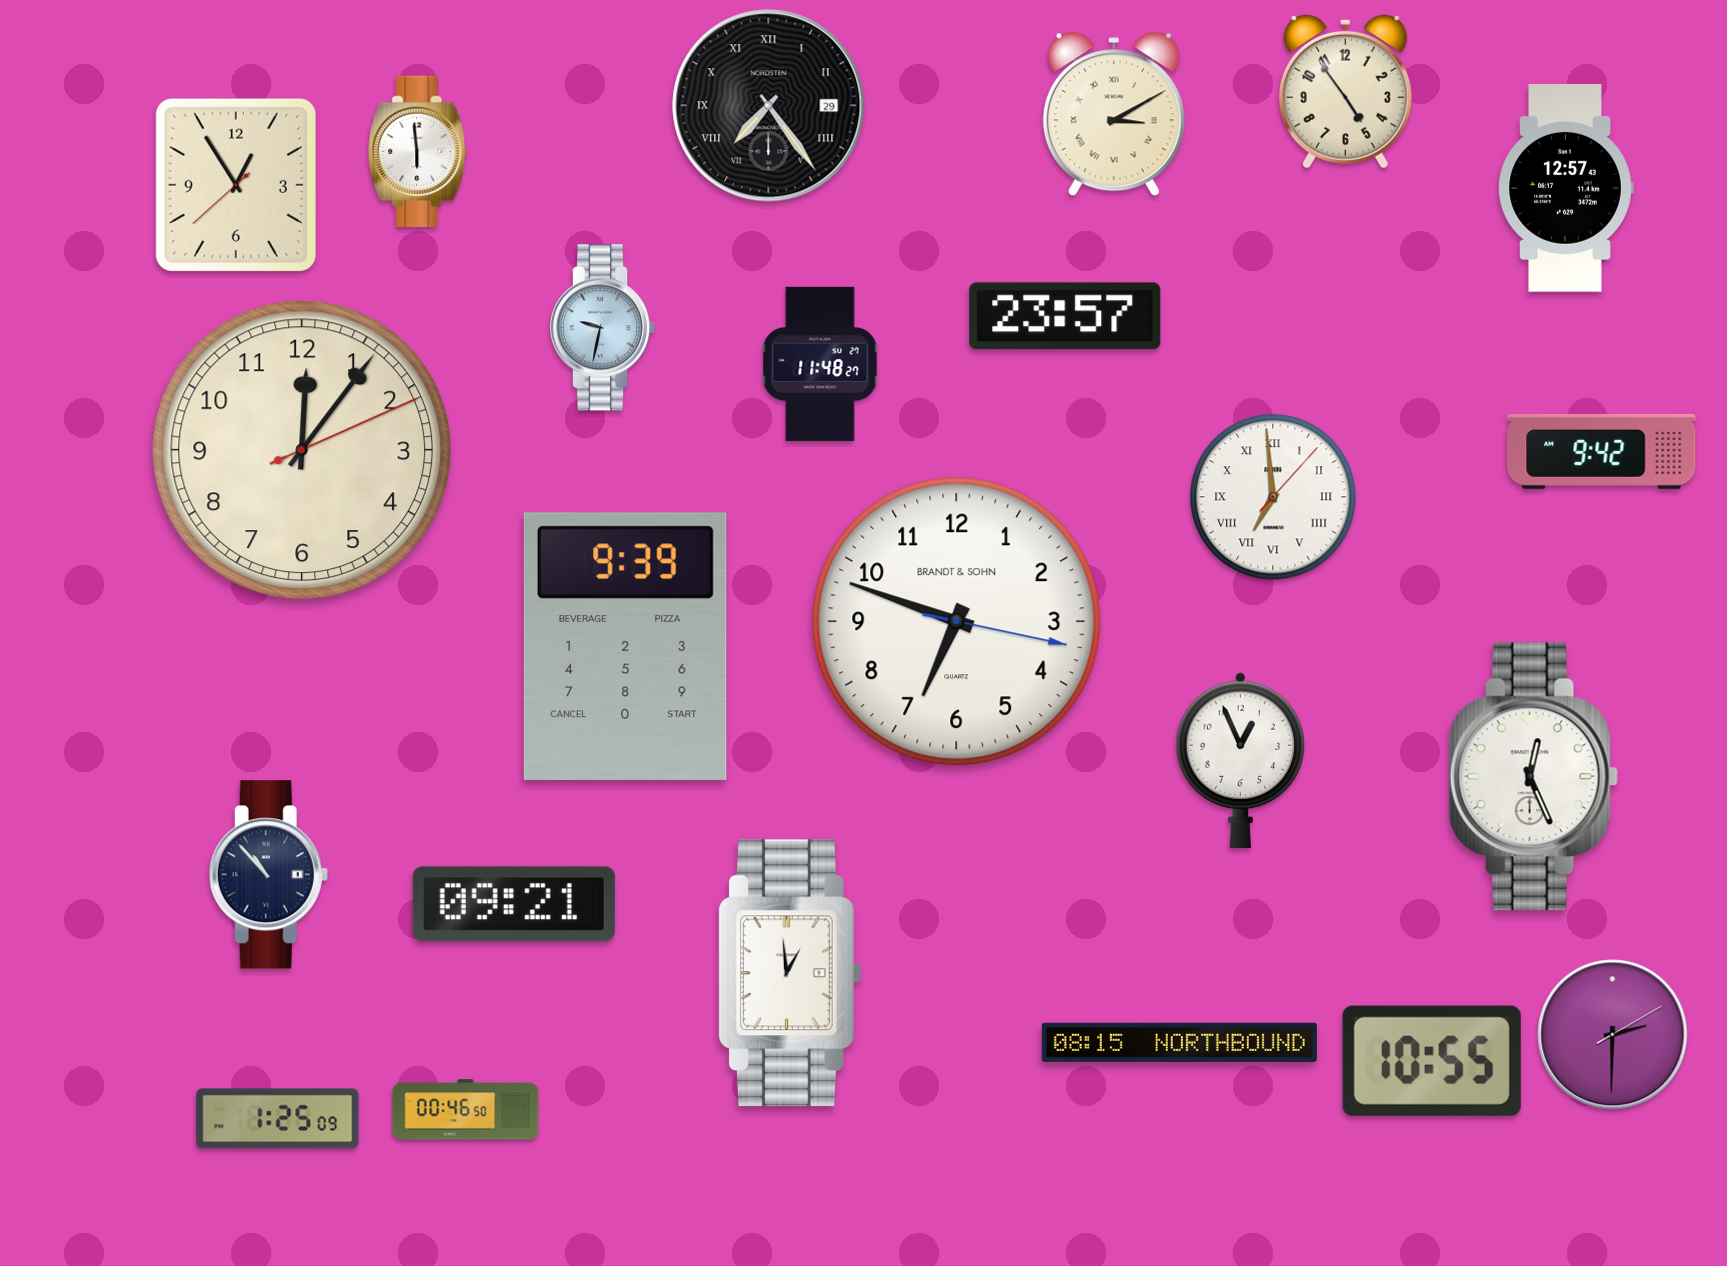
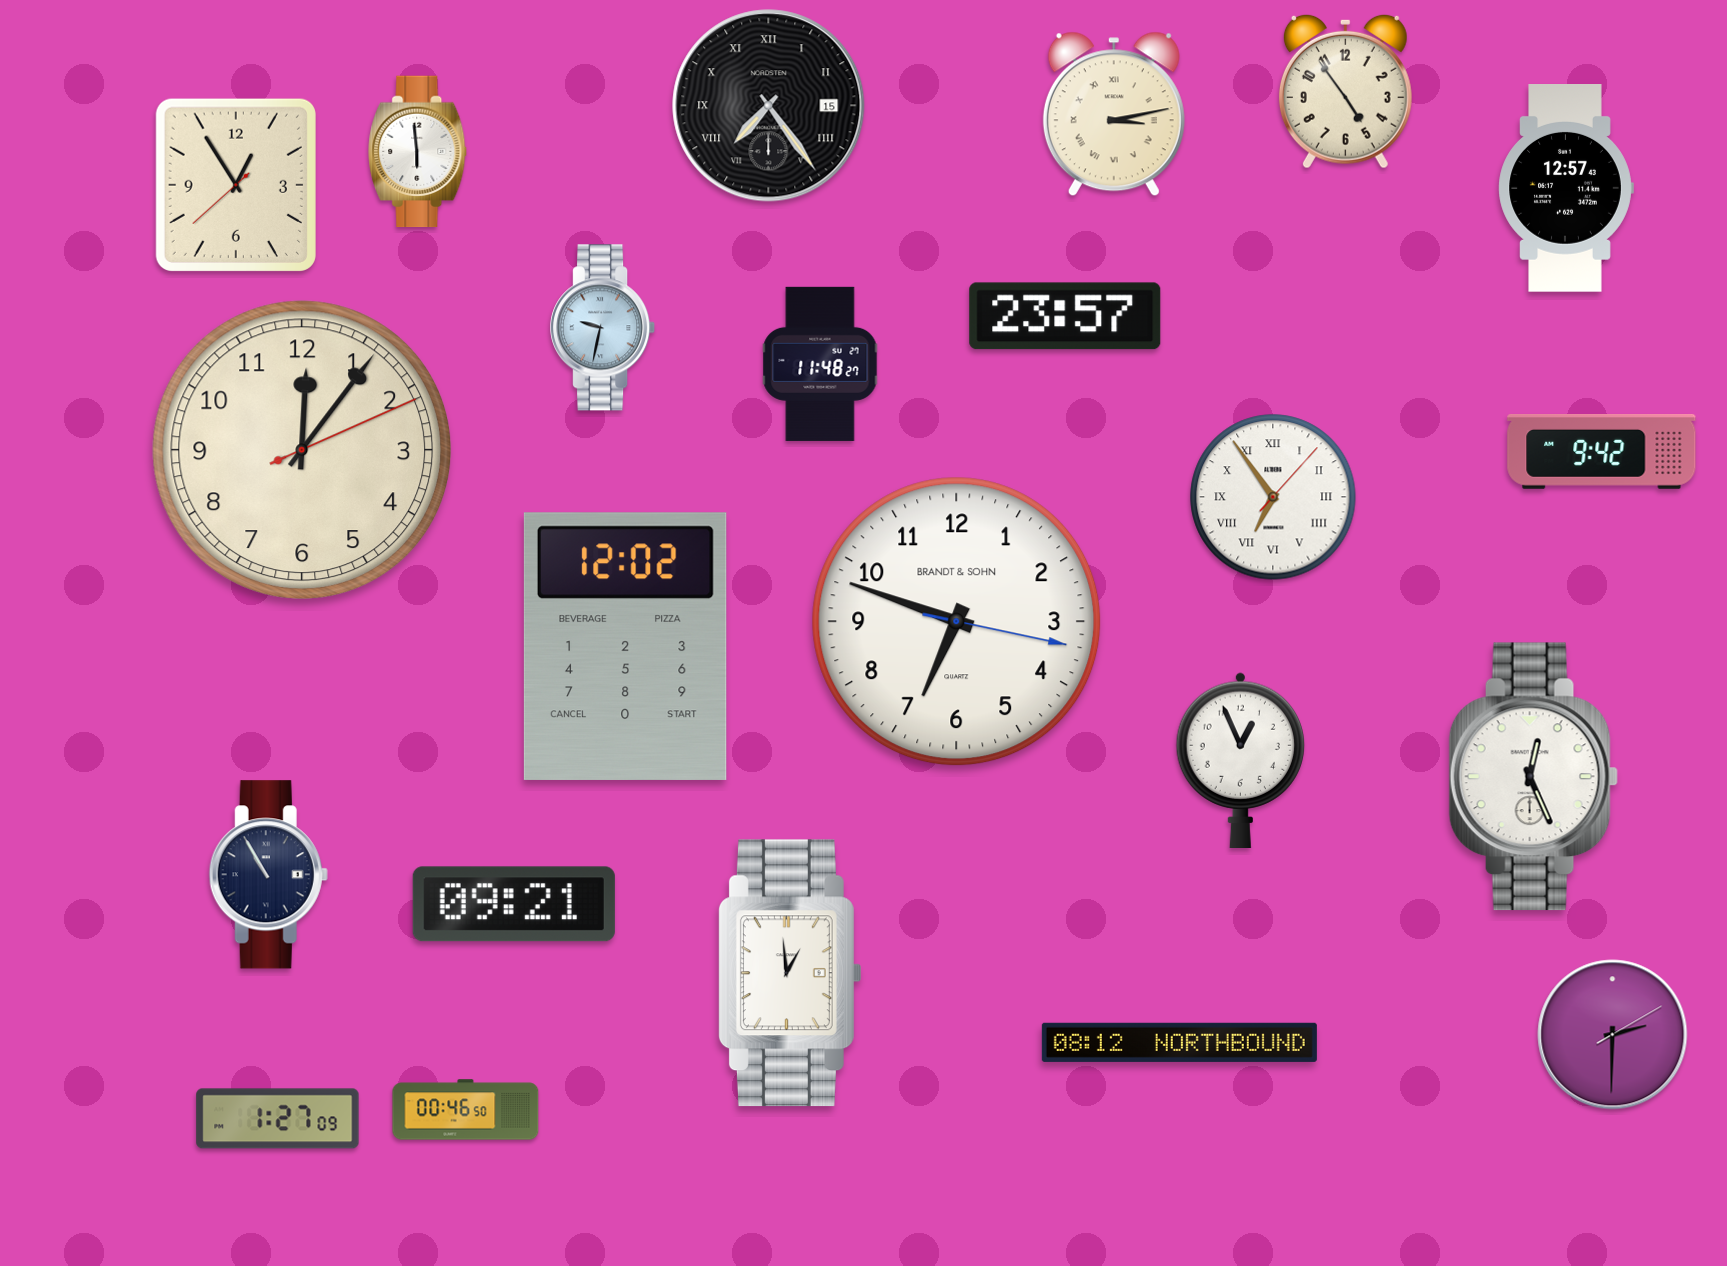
clock at (769, 106) date: 29 -> 15
clock at (1114, 114): 3:10 -> 3:13
clock at (1273, 497): 6:59 -> 6:54
clock at (625, 646): 9:39 -> 12:02
clock at (268, 875): 10:53 -> 10:55
clock at (1179, 1042): 08:15 -> 08:12
clock at (1432, 1061): 10:55 -> none
clock at (278, 1119): 1:25 -> 1:27
